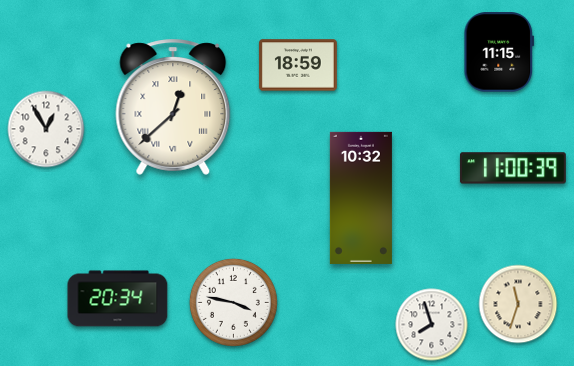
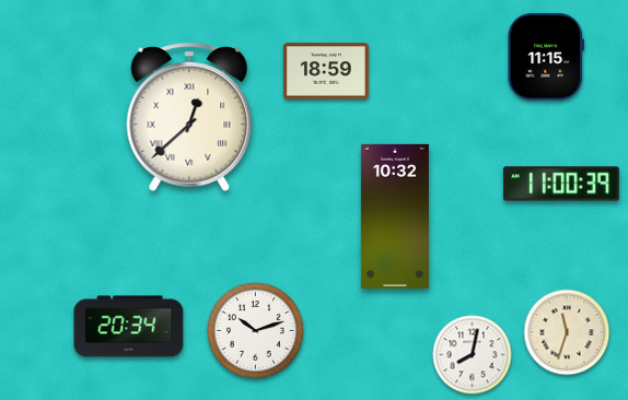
clock at (46, 129): 12:55 -> none
clock at (233, 302): 3:47 -> 10:12
clock at (432, 325): 7:57 -> 8:02
